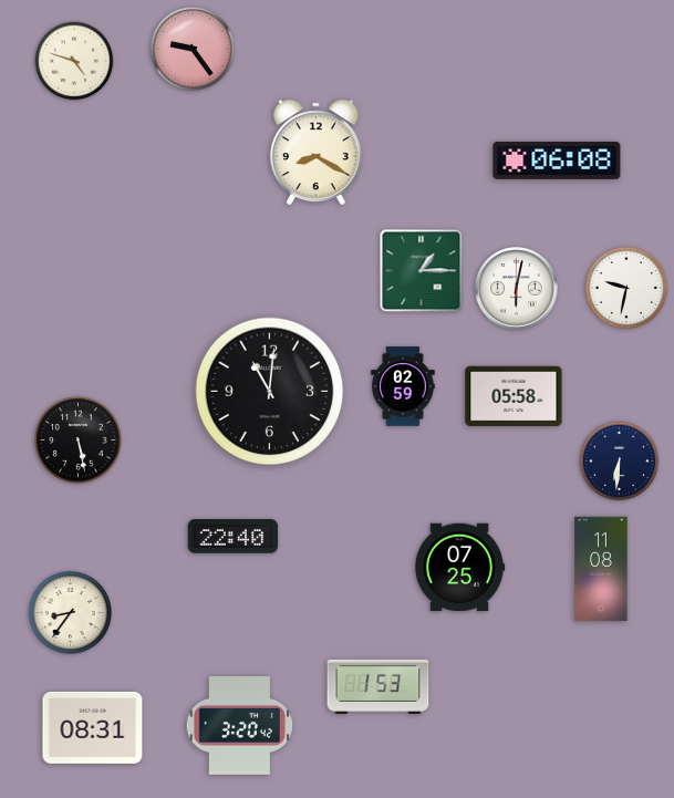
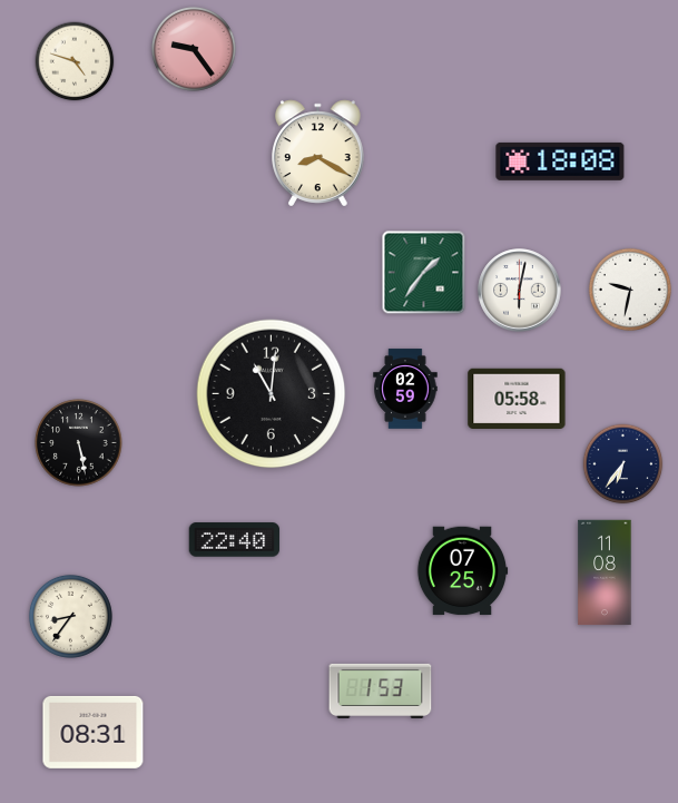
clock at (557, 160): 06:08 -> 18:08
clock at (422, 271): 1:15 -> 1:36
clock at (620, 462): 6:31 -> 6:36
clock at (240, 725): 3:20 -> none
